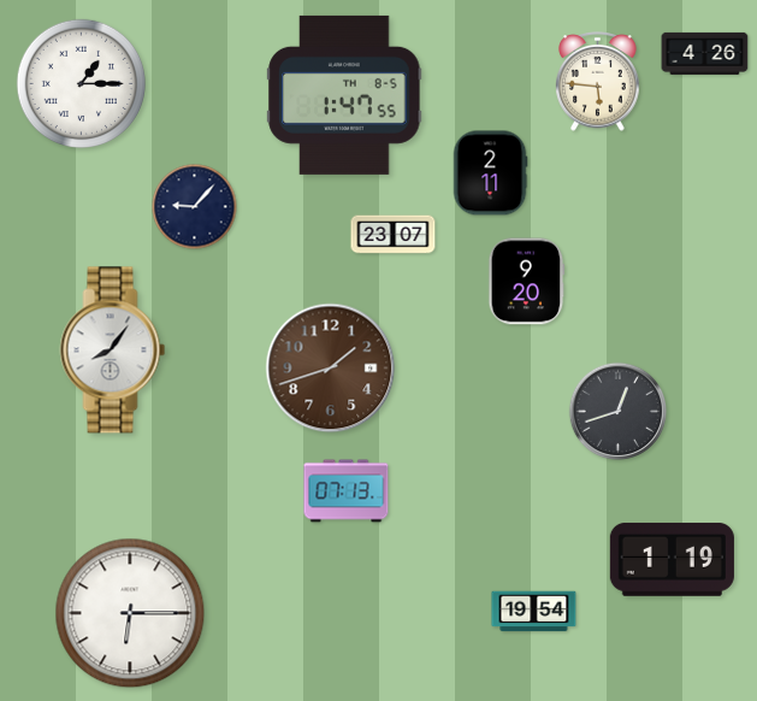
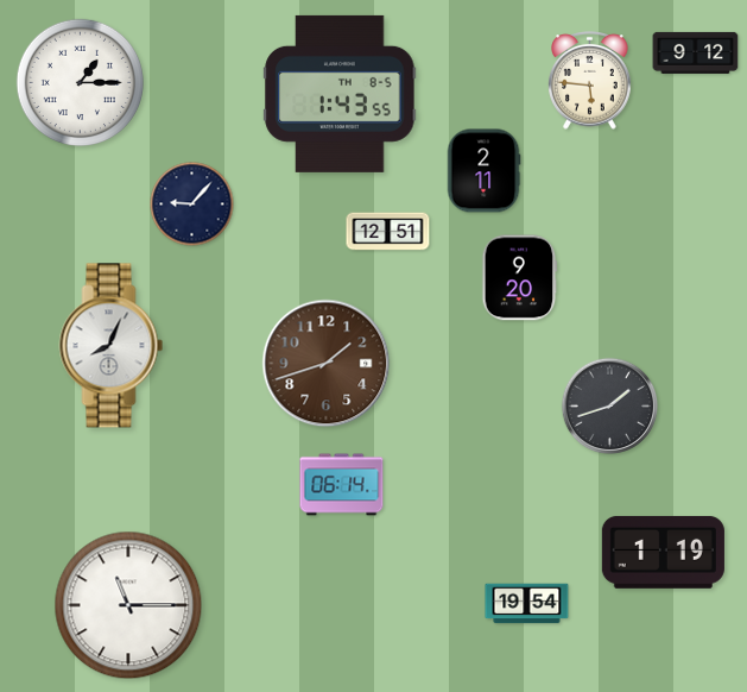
clock at (705, 53): 4:26 -> 9:12
clock at (344, 95): 1:47 -> 1:43
clock at (394, 235): 23:07 -> 12:51
clock at (113, 350): 8:06 -> 8:04
clock at (617, 411): 12:42 -> 1:42
clock at (347, 491): 07:13 -> 06:14
clock at (130, 613): 6:15 -> 11:15
